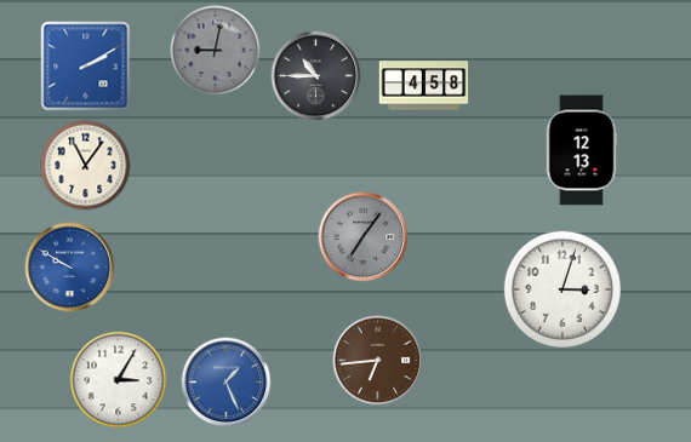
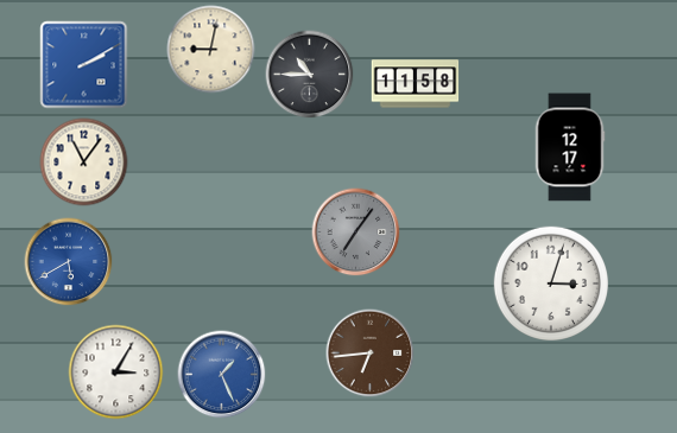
clock at (216, 51) dial: grey -> cream
clock at (424, 86): 4:58 -> 11:58
clock at (582, 150): 12:13 -> 12:17
clock at (70, 268): 9:50 -> 5:40
